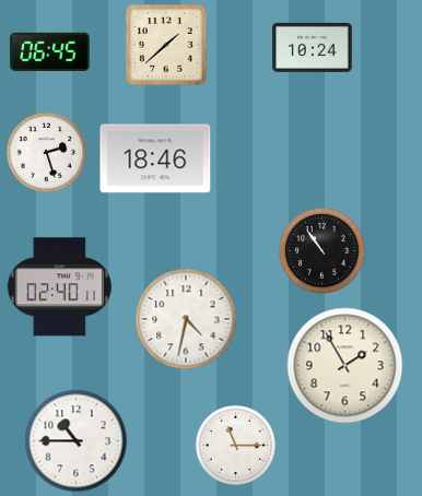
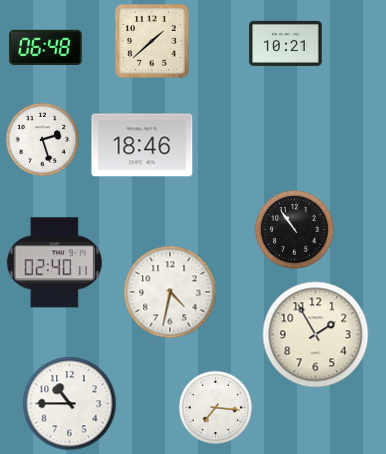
clock at (313, 47): 10:24 -> 10:21
clock at (50, 51): 06:45 -> 06:48
clock at (235, 445): 11:15 -> 7:16
